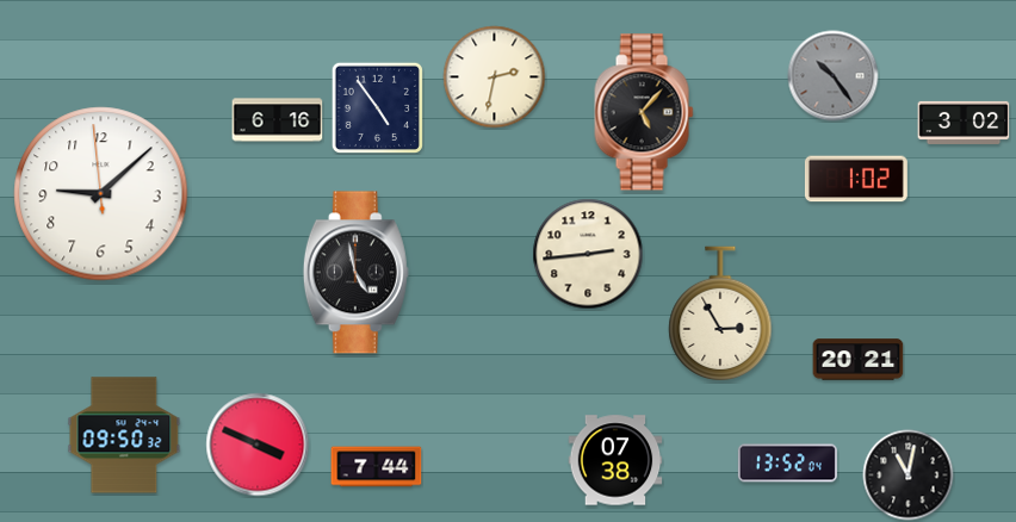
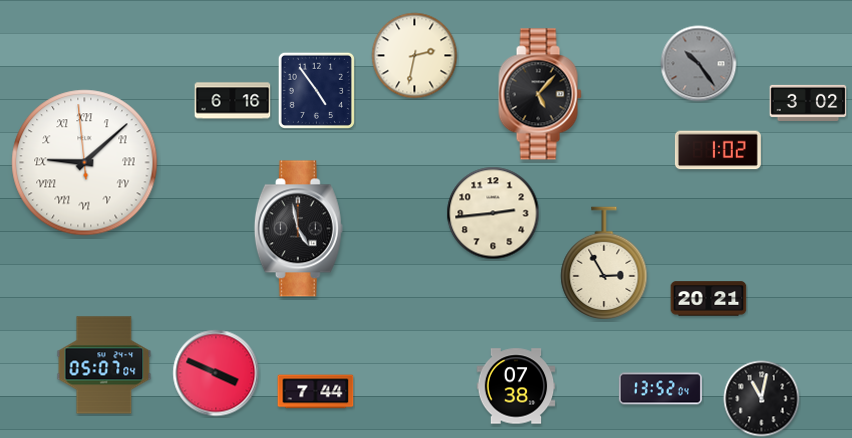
clock at (495, 77) position: (495, 77) -> (415, 56)
clock at (101, 194) numerals: Arabic -> Roman
clock at (859, 360) position: (859, 360) -> (709, 299)
clock at (124, 435): 09:50 -> 05:07
